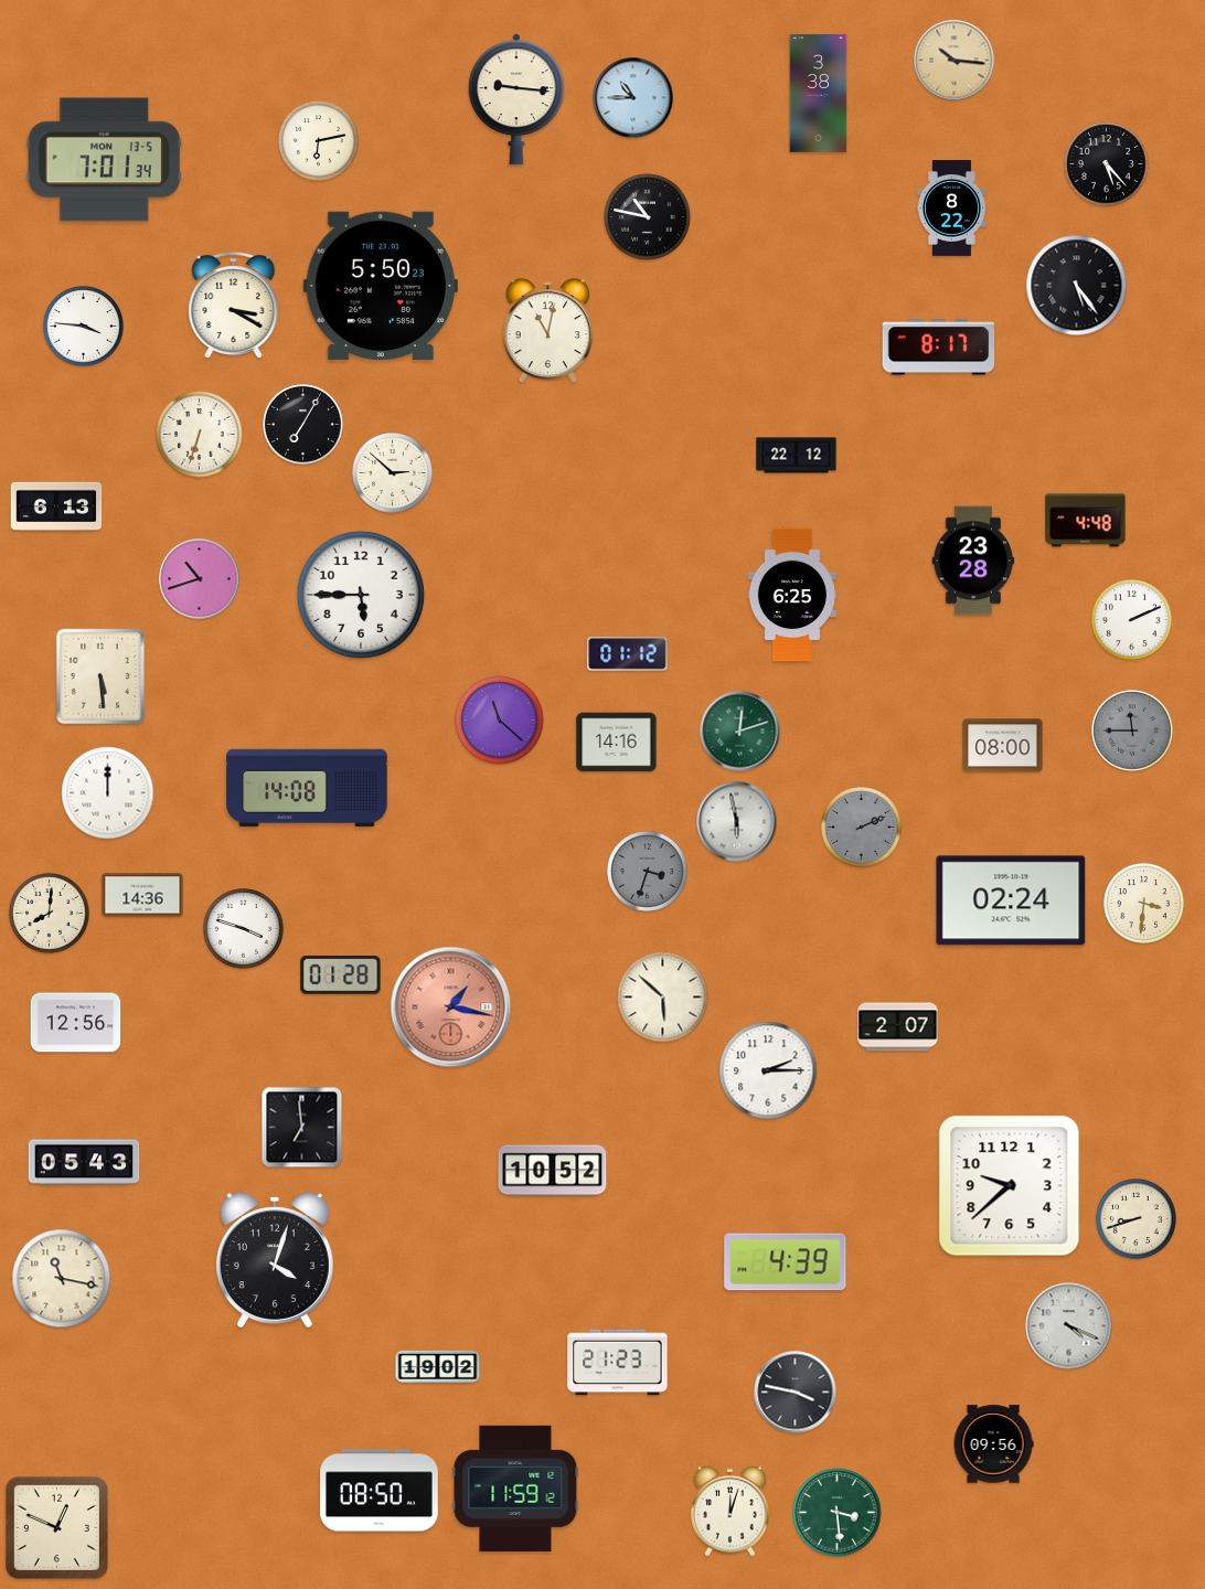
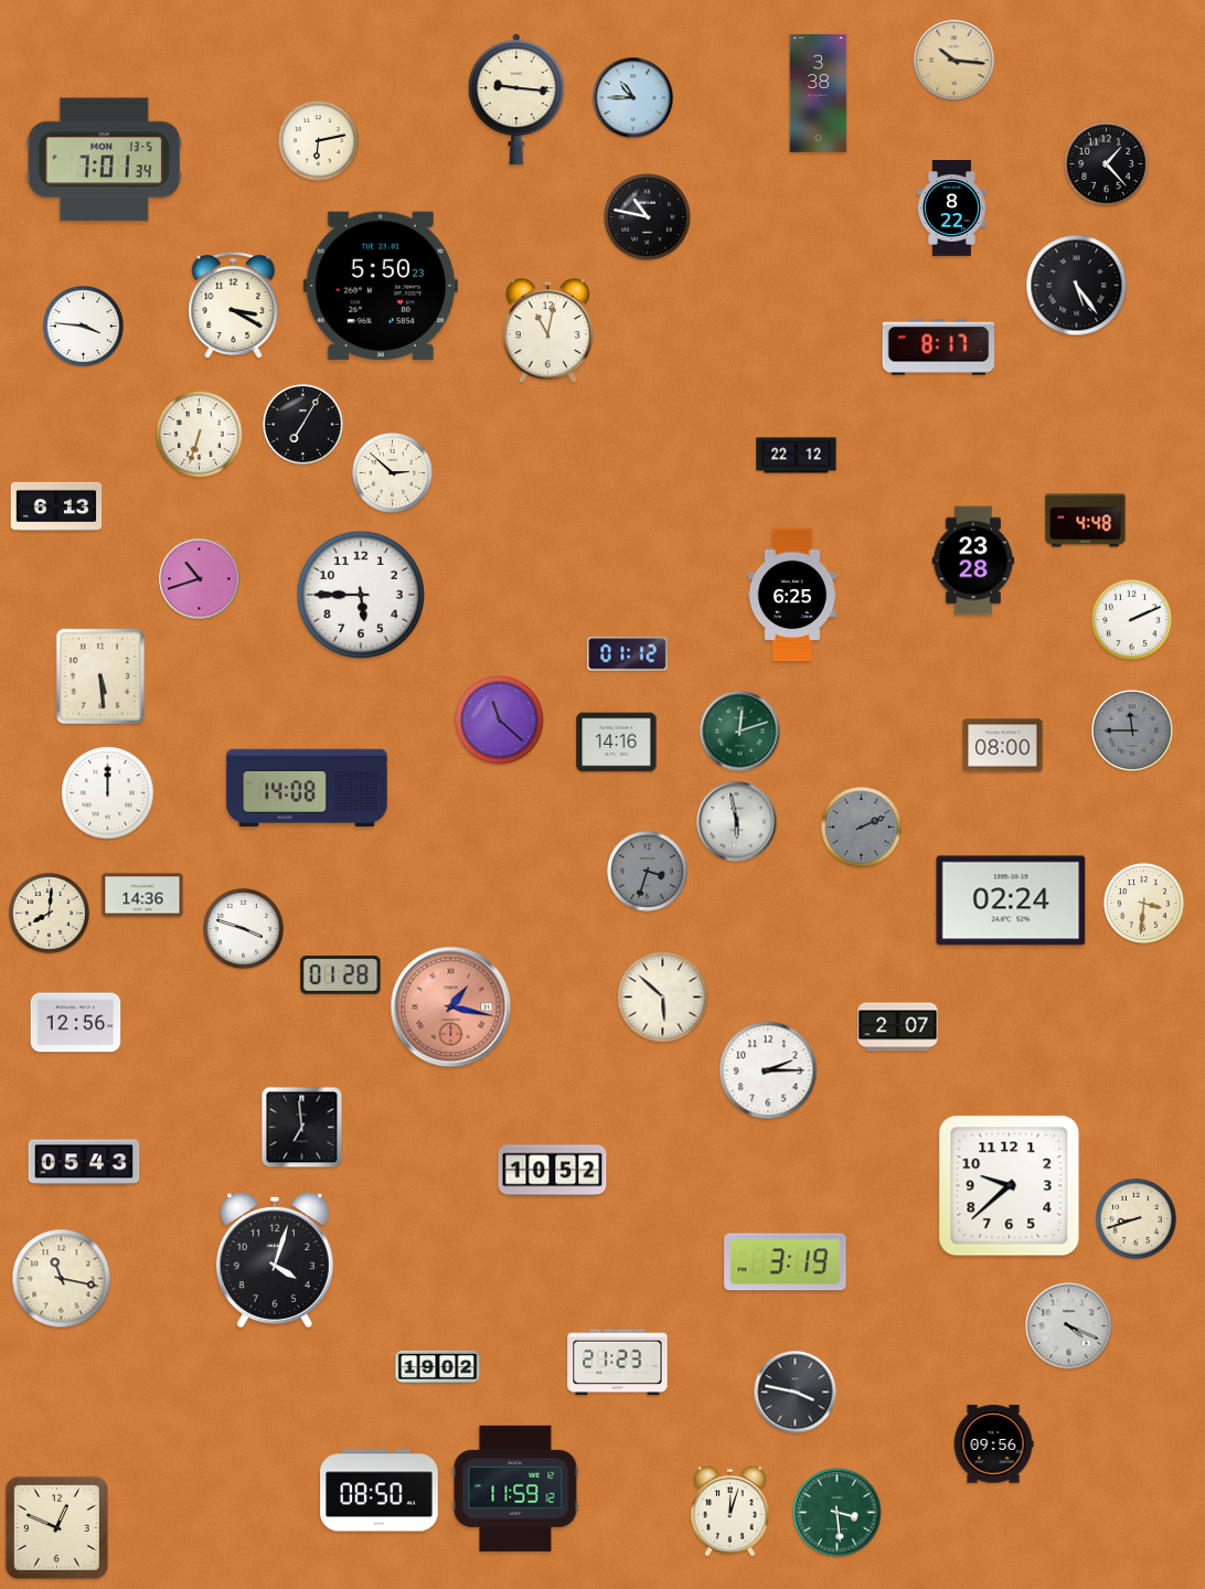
clock at (1107, 164): 5:23 -> 1:23
clock at (786, 1262): 4:39 -> 3:19
